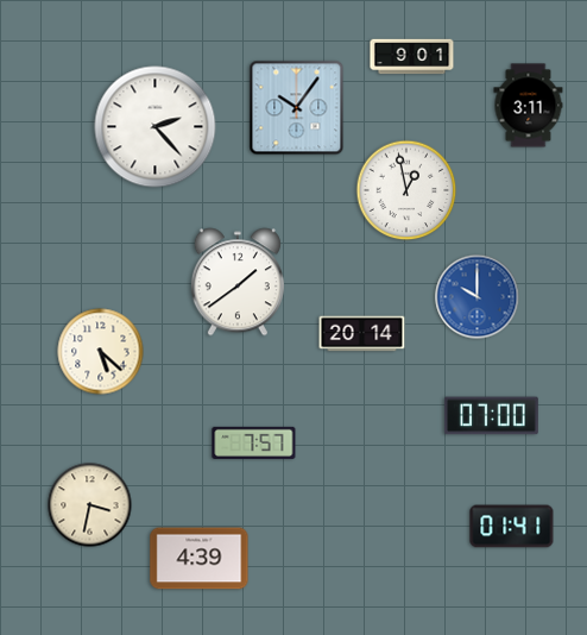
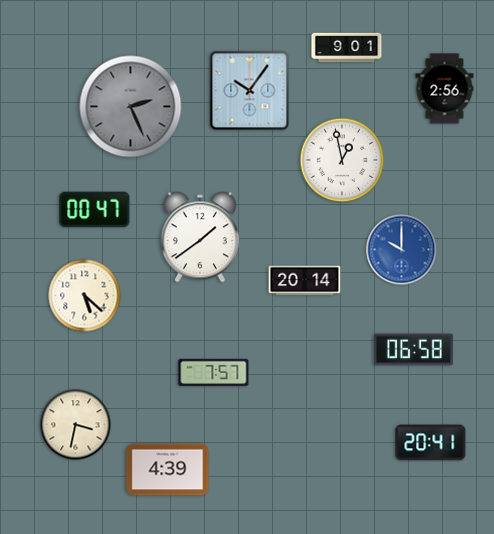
clock at (529, 106): 3:11 -> 2:56
clock at (156, 127): 2:23 -> 2:26
clock at (156, 127) dial: white -> grey
clock at (95, 210): none -> 00:47
clock at (491, 416): 07:00 -> 06:58
clock at (512, 527): 01:41 -> 20:41
